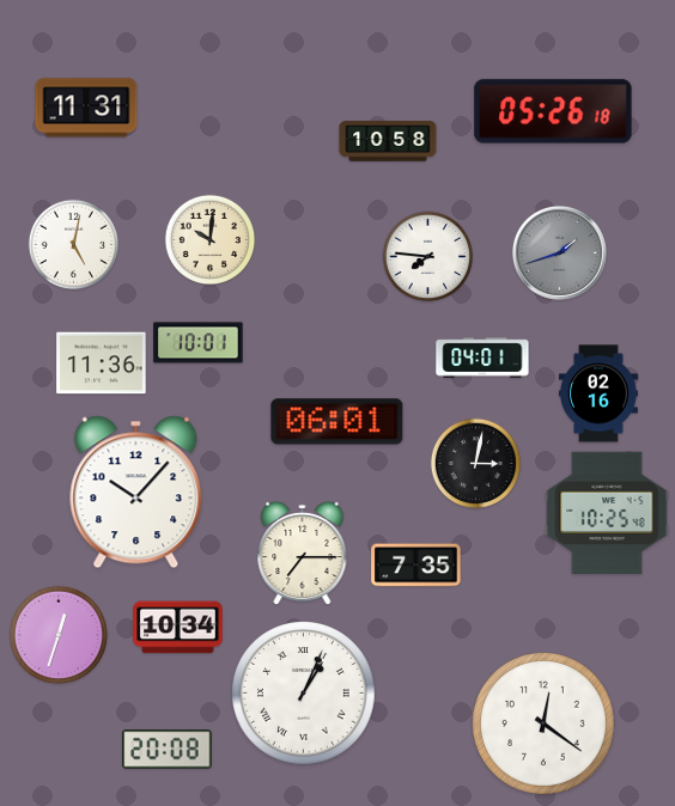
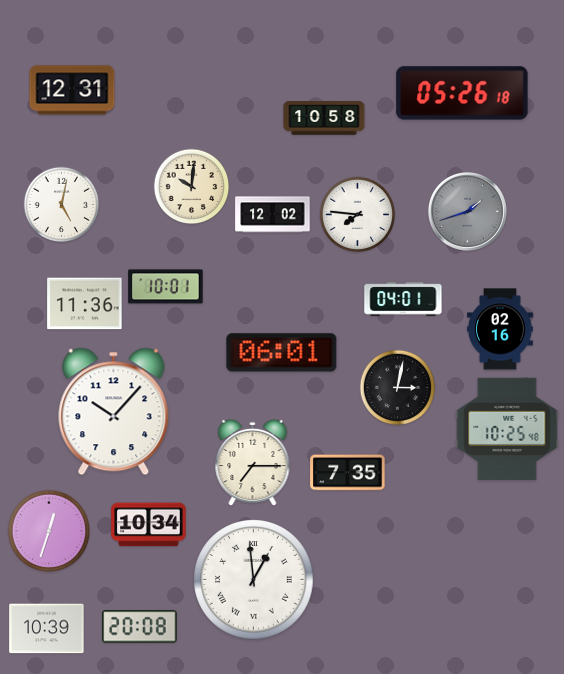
clock at (86, 108): 11:31 -> 12:31
clock at (211, 240) position: (211, 240) -> (192, 187)
clock at (273, 215): none -> 12:02
clock at (304, 694): 1:04 -> 12:59
clock at (545, 725): 12:21 -> none
clock at (47, 629): none -> 10:39
